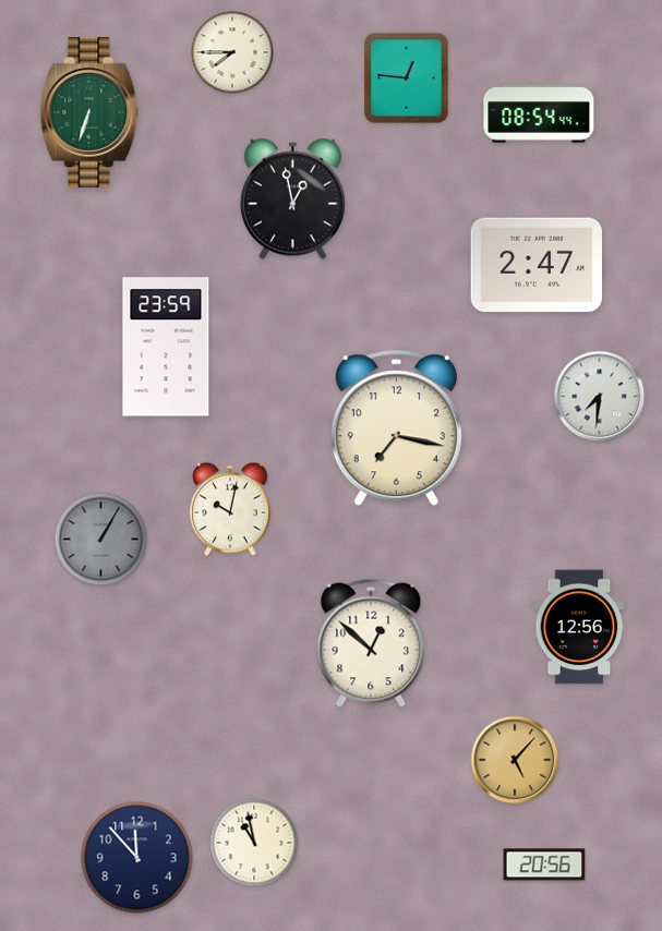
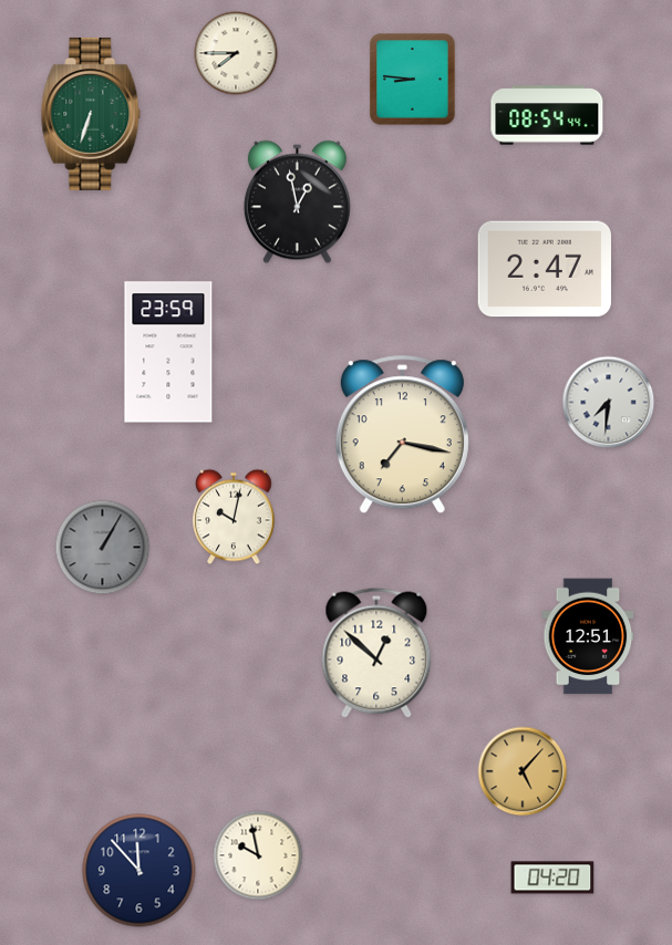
clock at (407, 78): 12:46 -> 8:46
clock at (579, 627): 12:56 -> 12:51
clock at (254, 843): 10:58 -> 9:58
clock at (544, 864): 20:56 -> 04:20
